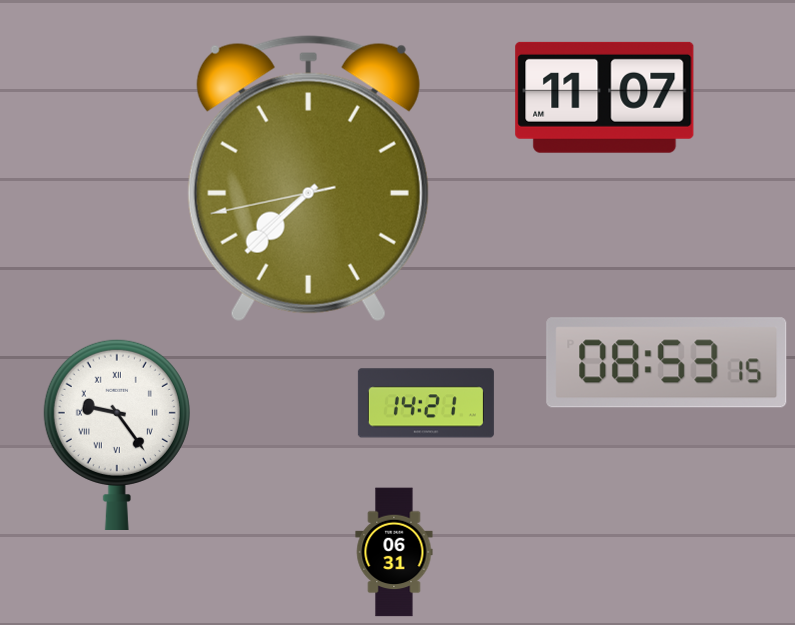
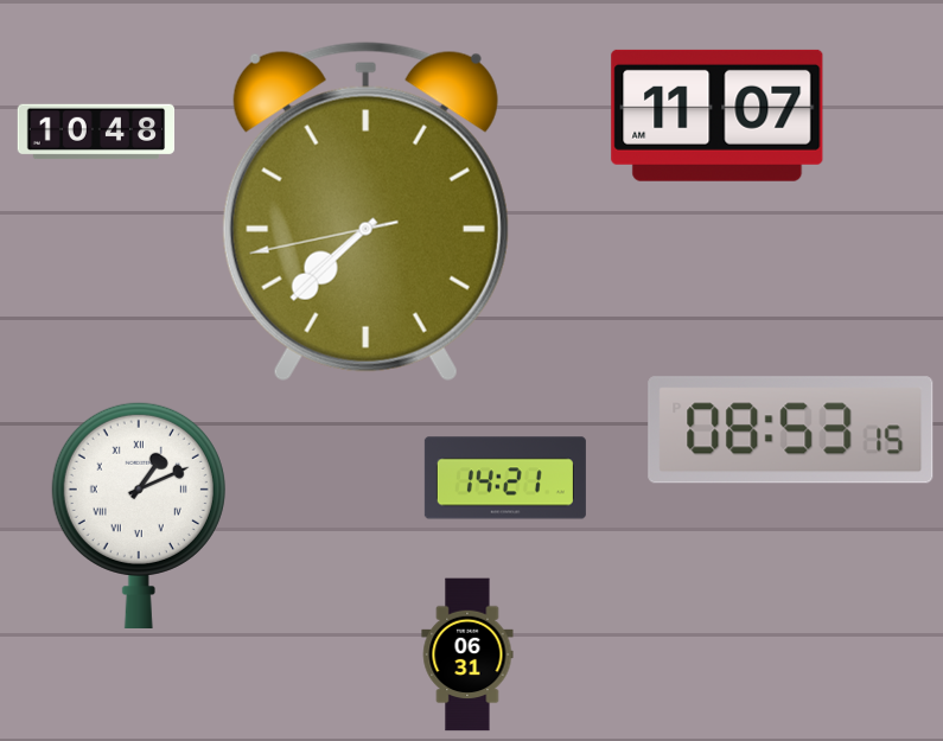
clock at (96, 132): none -> 10:48
clock at (117, 434): 9:24 -> 1:11
